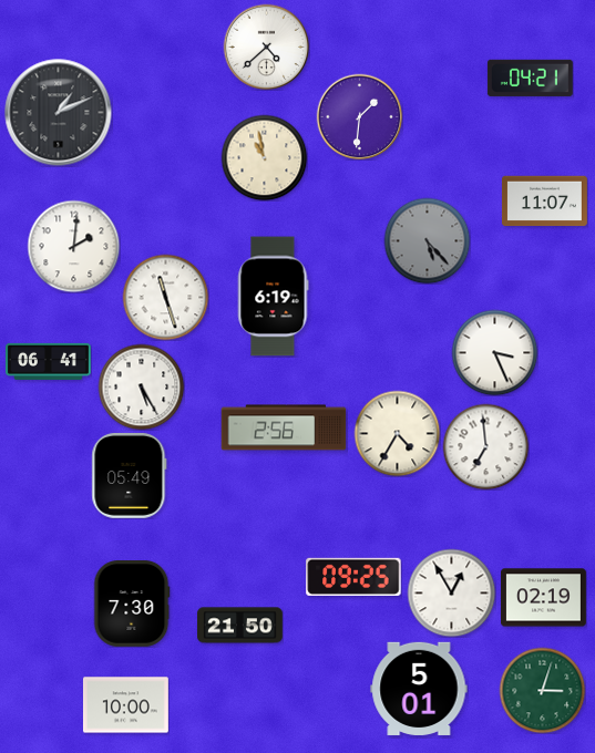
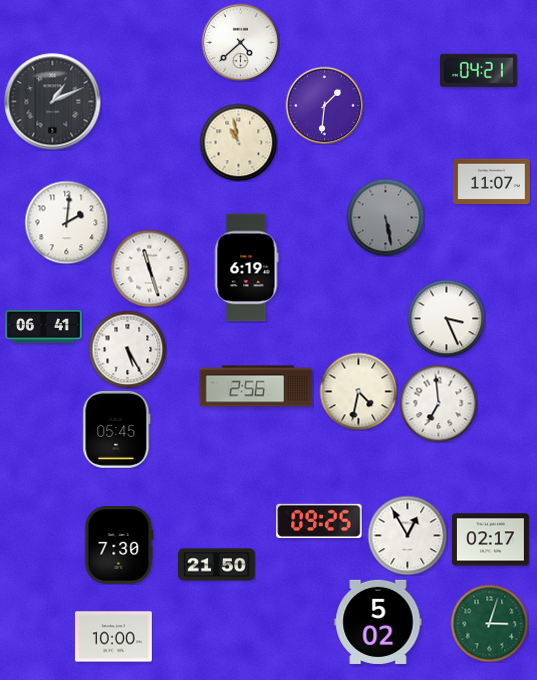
clock at (427, 240): 5:23 -> 5:28
clock at (397, 433): 4:35 -> 4:32
clock at (130, 475): 05:49 -> 05:45
clock at (544, 598): 02:19 -> 02:17
clock at (419, 689): 5:01 -> 5:02
